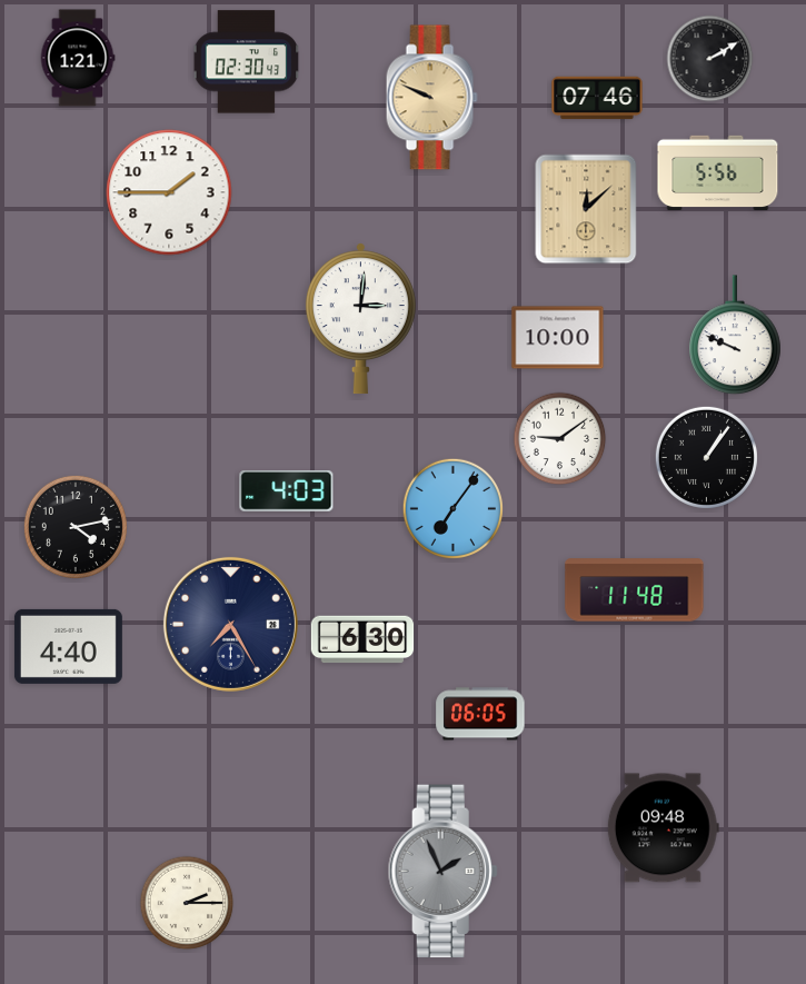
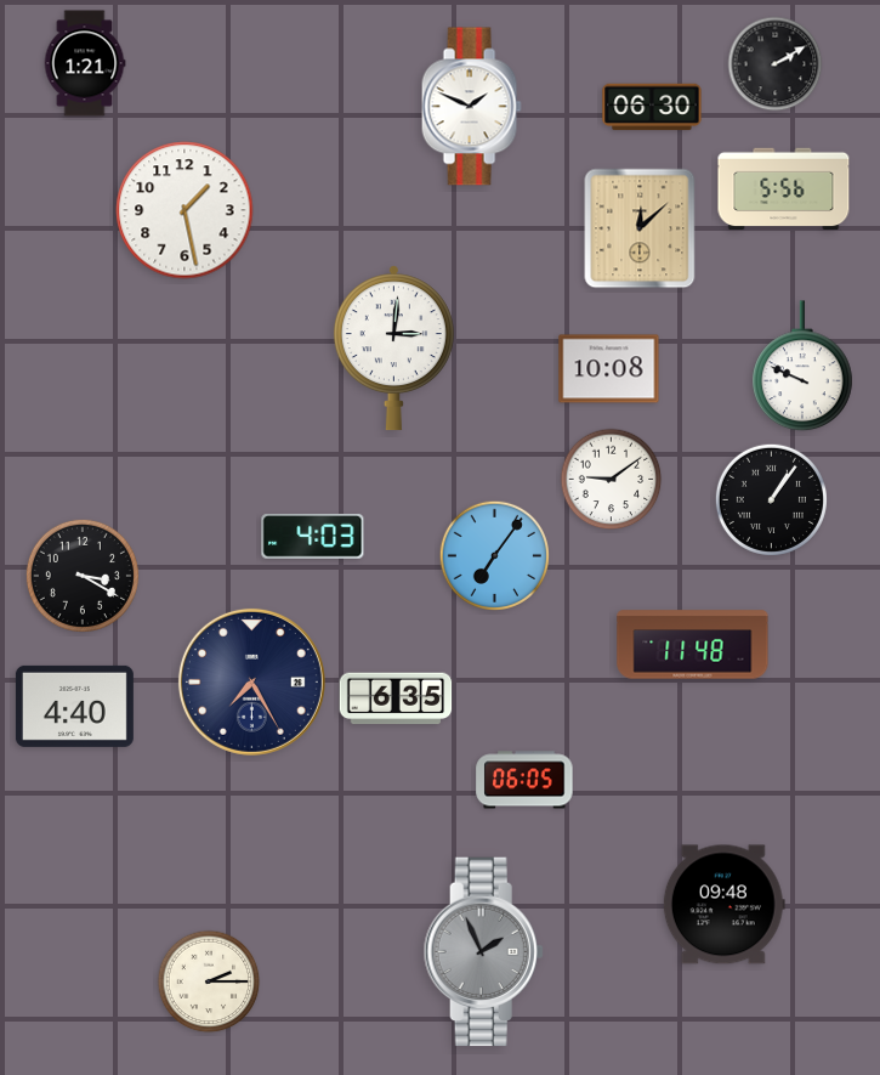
clock at (247, 62): 02:30 -> none
clock at (431, 98): 9:49 -> 1:49
clock at (431, 98) dial: champagne -> white
clock at (597, 98): 07:46 -> 06:30
clock at (169, 192): 1:45 -> 1:28
clock at (558, 338): 10:00 -> 10:08
clock at (76, 527): 4:13 -> 3:20
clock at (362, 639): 6:30 -> 6:35
clock at (187, 903) position: (187, 903) -> (209, 981)
